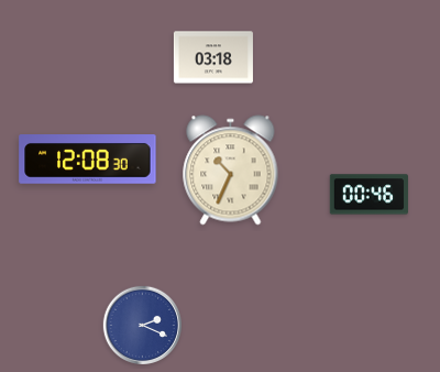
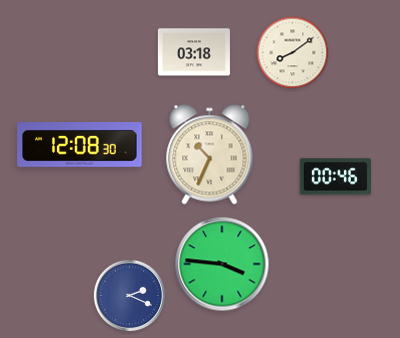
clock at (293, 53): none -> 8:09
clock at (222, 264): none -> 3:46
